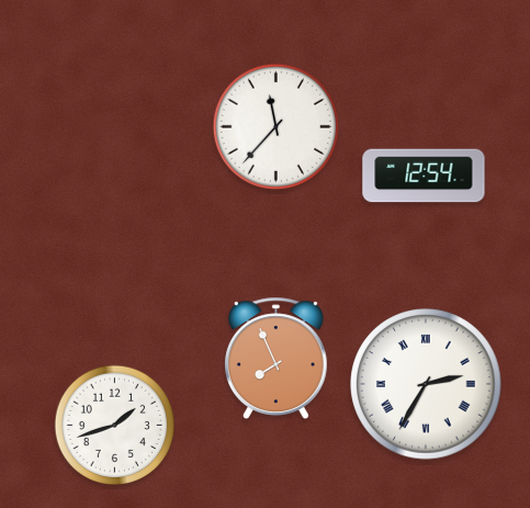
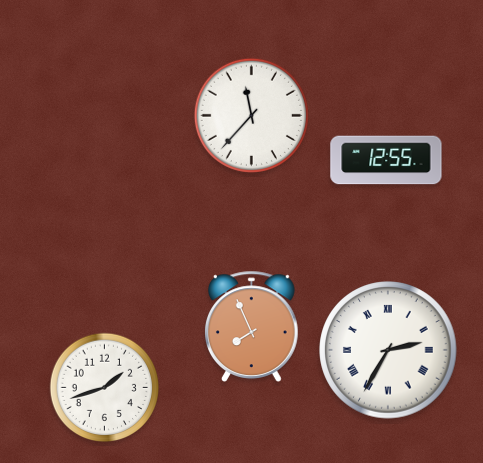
clock at (424, 176): 12:54 -> 12:55
